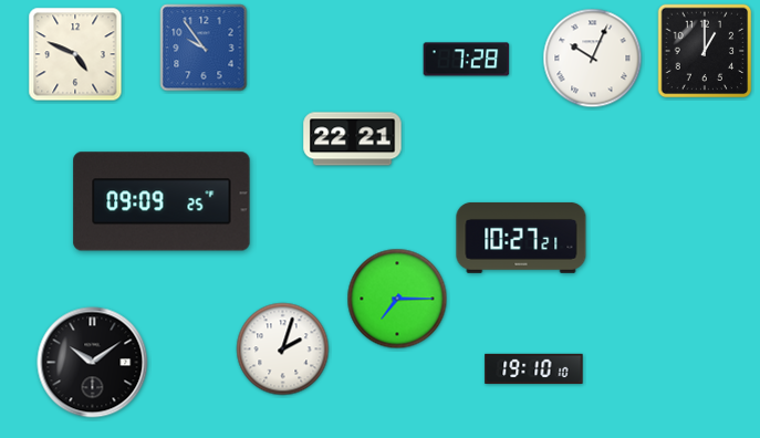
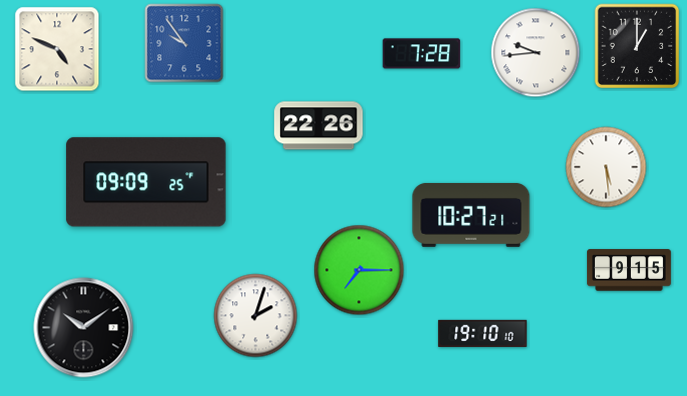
clock at (75, 54) position: (75, 54) -> (57, 49)
clock at (593, 59): 10:04 -> 9:44
clock at (353, 139): 22:21 -> 22:26
clock at (606, 167): none -> 5:29
clock at (629, 270): none -> 9:15
